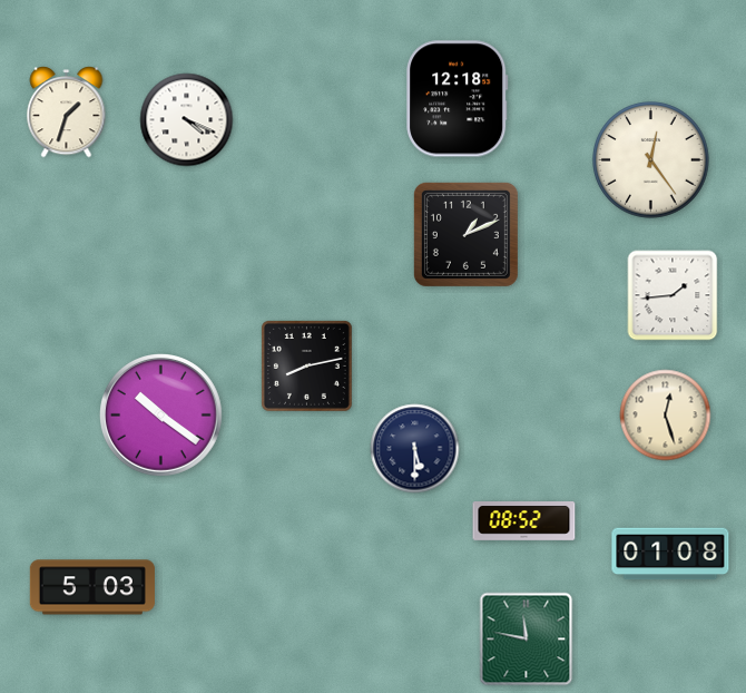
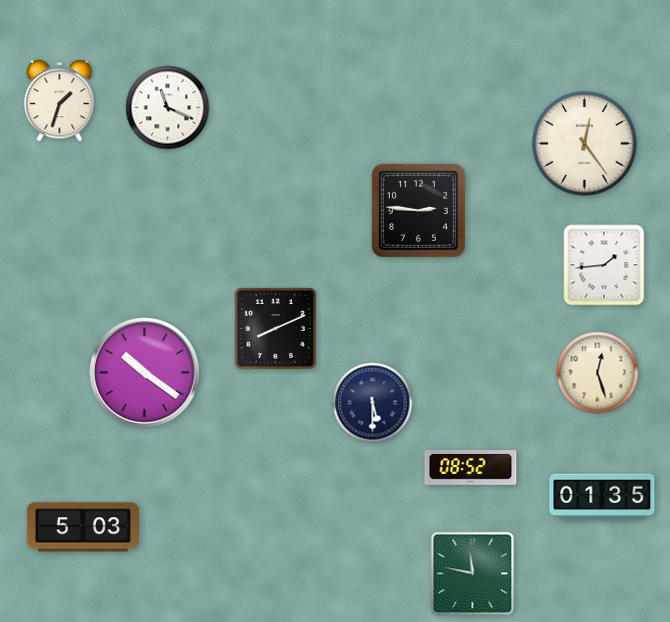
clock at (458, 99): 12:18 -> none
clock at (187, 120): 4:19 -> 11:19
clock at (465, 234): 1:11 -> 2:46
clock at (306, 365): 8:13 -> 8:11
clock at (670, 554): 01:08 -> 01:35
